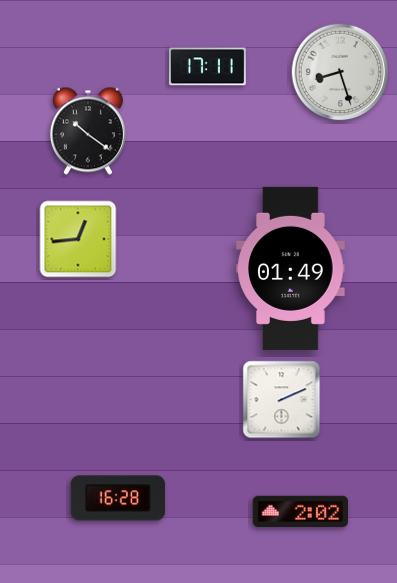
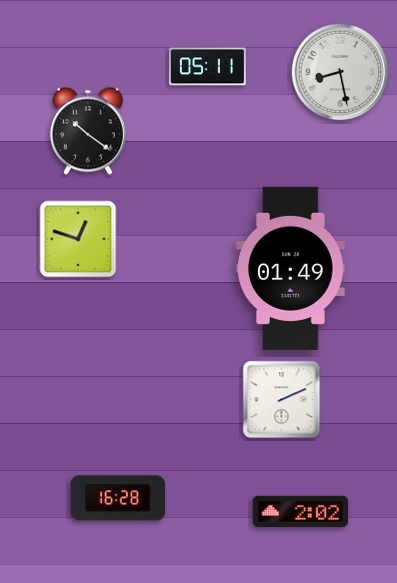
clock at (207, 67): 17:11 -> 05:11
clock at (340, 72): 8:27 -> 8:28
clock at (78, 239): 12:44 -> 12:48
